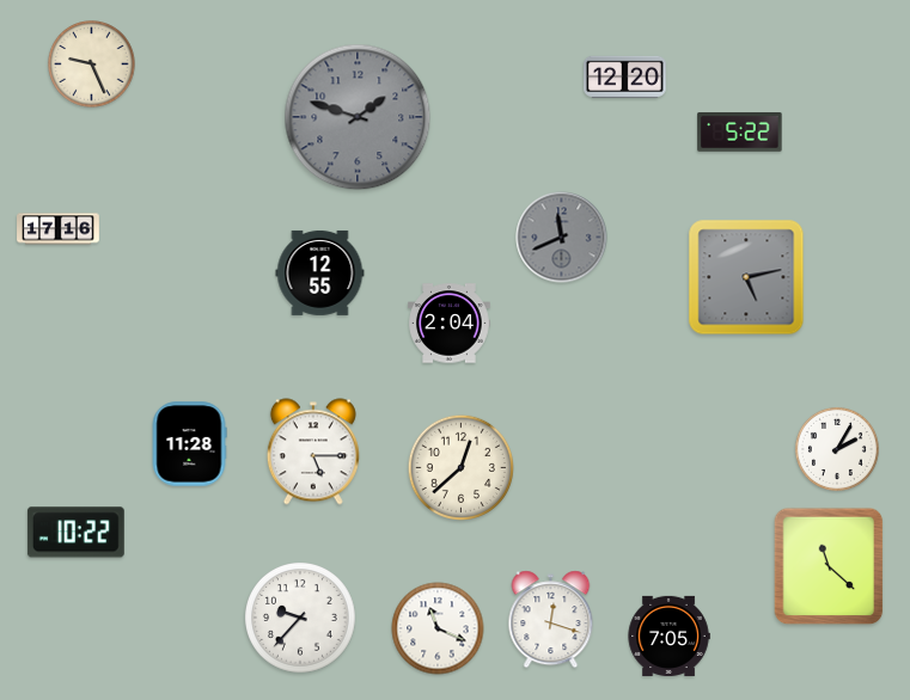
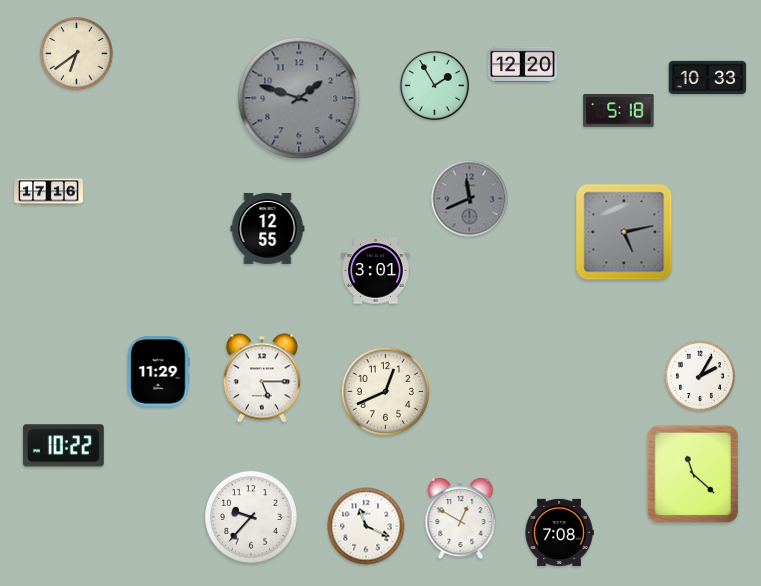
clock at (92, 65): 9:26 -> 6:39
clock at (708, 78): none -> 10:33
clock at (435, 86): none -> 1:55
clock at (740, 133): 5:22 -> 5:18
clock at (450, 324): 2:04 -> 3:01
clock at (189, 444): 11:28 -> 11:29
clock at (460, 467): 12:38 -> 12:41
clock at (551, 620): 12:18 -> 12:50
clock at (668, 635): 7:05 -> 7:08
